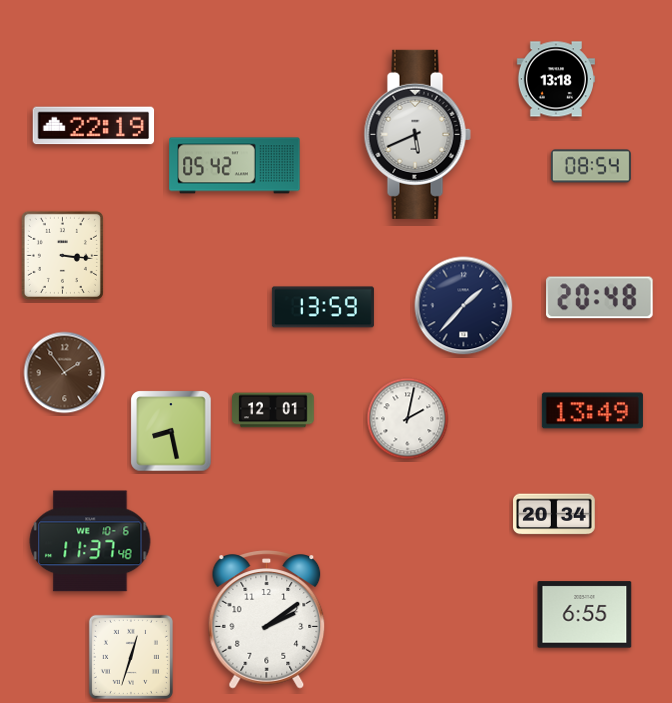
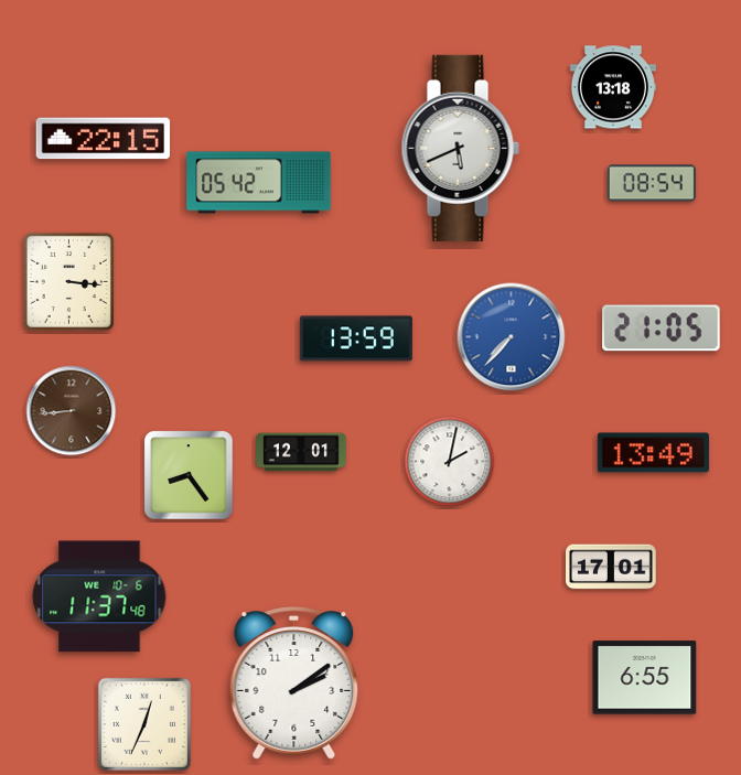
clock at (94, 126): 22:19 -> 22:15
clock at (600, 298): 20:48 -> 21:05
clock at (464, 306): 1:37 -> 7:37
clock at (464, 306) dial: navy -> blue
clock at (65, 373): 1:54 -> 8:44
clock at (171, 431): 8:28 -> 8:24
clock at (555, 514): 20:34 -> 17:01
clock at (131, 657): 12:33 -> 12:34
